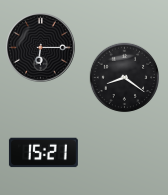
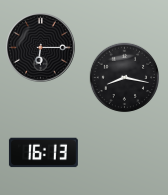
clock at (125, 78): 8:21 -> 8:17
clock at (43, 153): 15:21 -> 16:13
